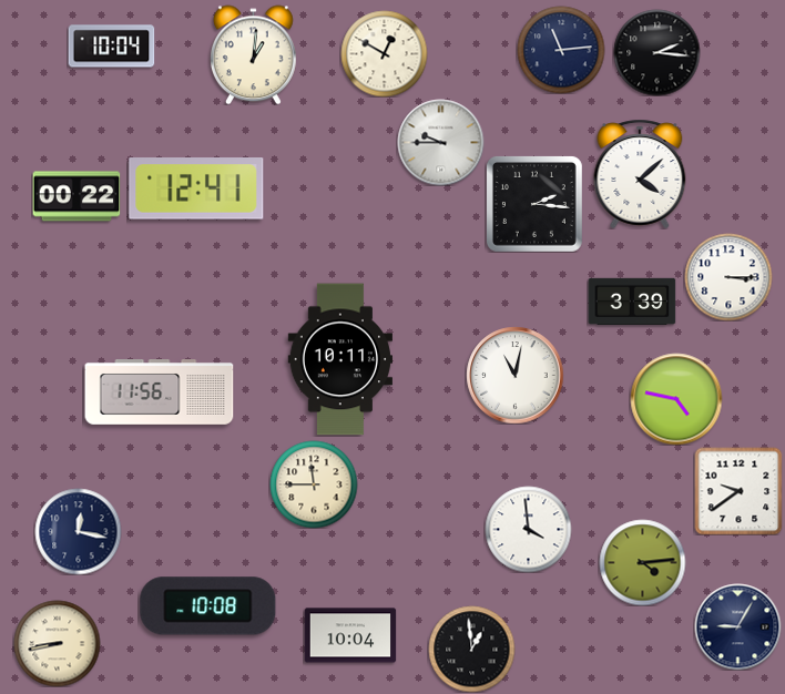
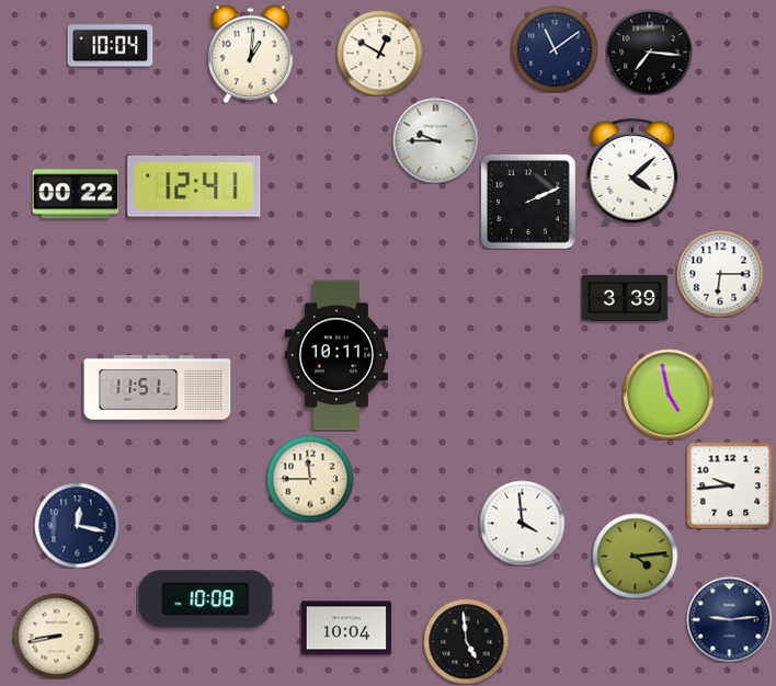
clock at (561, 50): 11:14 -> 11:09
clock at (656, 52): 2:16 -> 7:16
clock at (534, 204): 2:16 -> 2:11
clock at (728, 277): 3:15 -> 6:15
clock at (514, 375): 11:02 -> none
clock at (160, 392): 11:56 -> 11:51
clock at (676, 399): 4:47 -> 4:58
clock at (738, 491): 9:39 -> 9:44
clock at (737, 626): 9:05 -> 9:14
clock at (471, 649): 12:59 -> 4:59
